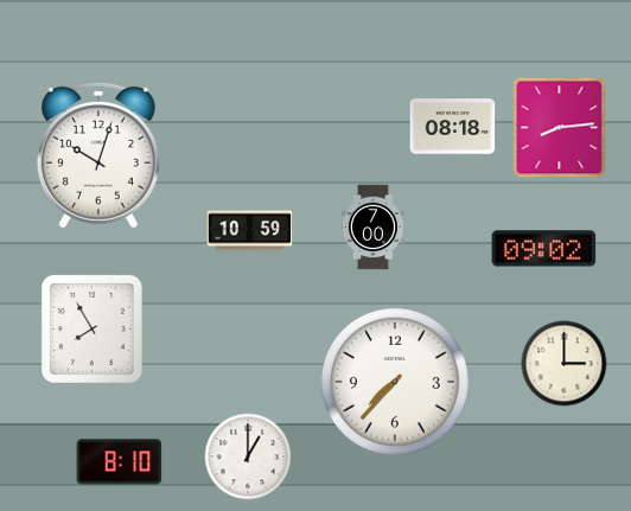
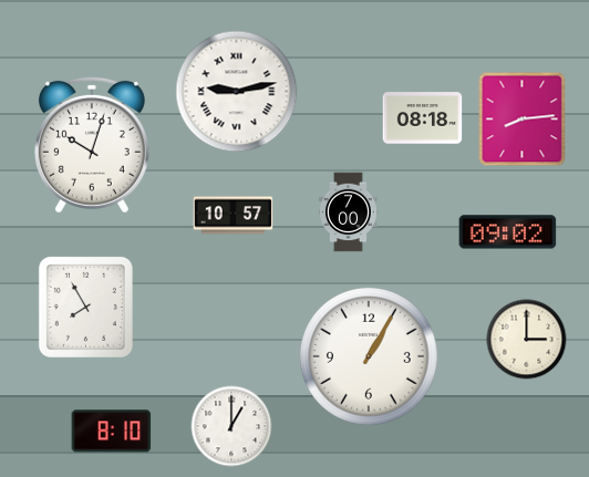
clock at (237, 92): none -> 9:13
clock at (250, 231): 10:59 -> 10:57
clock at (395, 382): 7:37 -> 1:05
